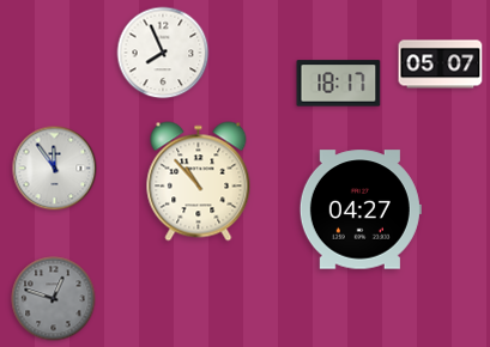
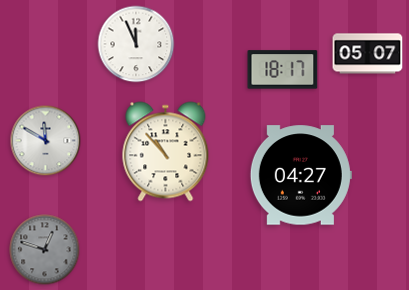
clock at (163, 53): 7:56 -> 11:56
clock at (55, 169): 11:54 -> 11:50
